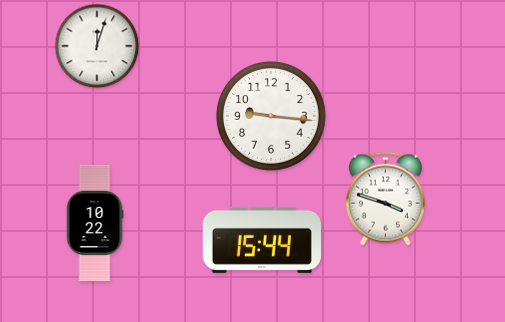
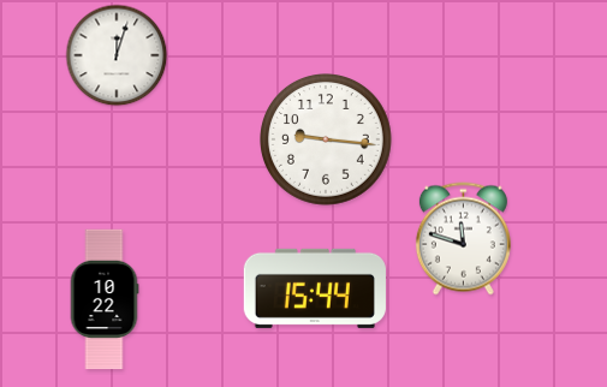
clock at (385, 199): 3:48 -> 11:48
clock at (95, 223) position: (95, 223) -> (105, 299)
